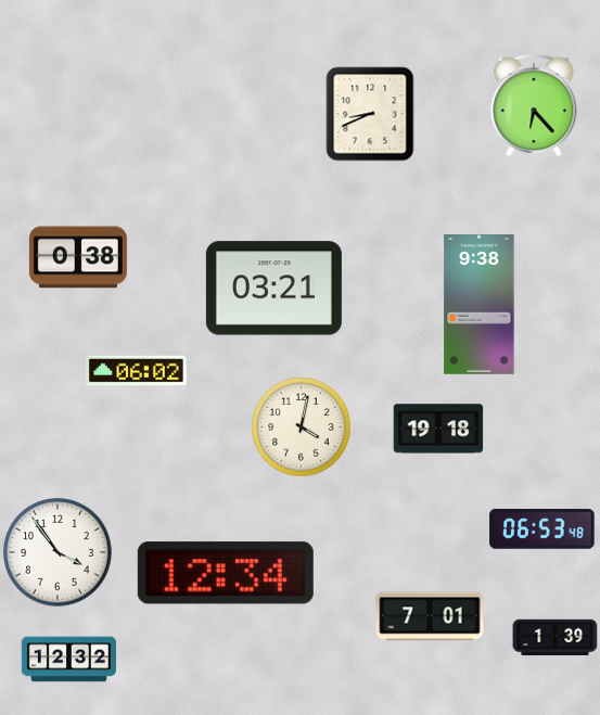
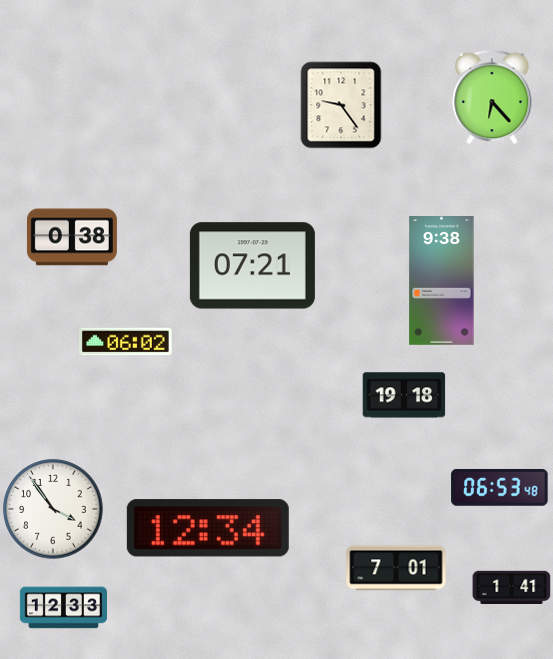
clock at (370, 114): 8:41 -> 9:24
clock at (273, 289): 03:21 -> 07:21
clock at (302, 427): 4:02 -> none
clock at (556, 637): 1:39 -> 1:41
clock at (68, 660): 12:32 -> 12:33
